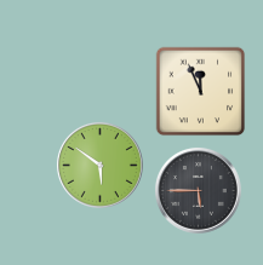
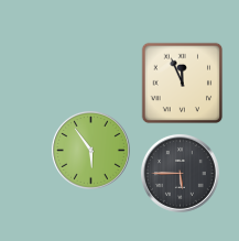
clock at (99, 165): 5:51 -> 5:54
